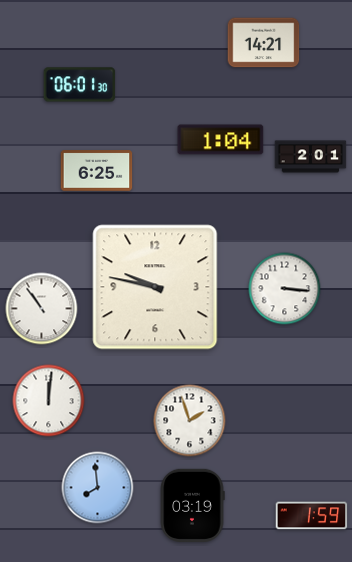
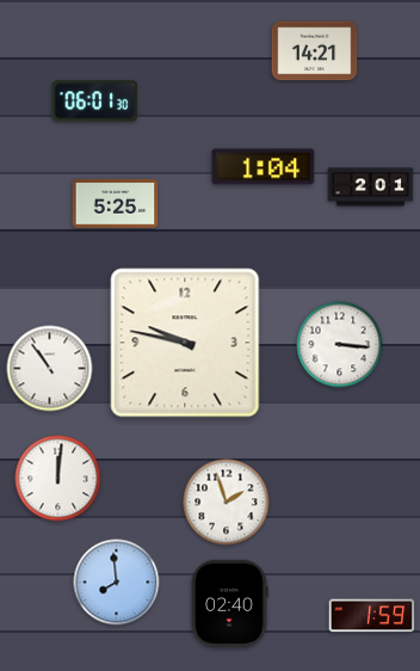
clock at (97, 171): 6:25 -> 5:25
clock at (192, 505): 03:19 -> 02:40
